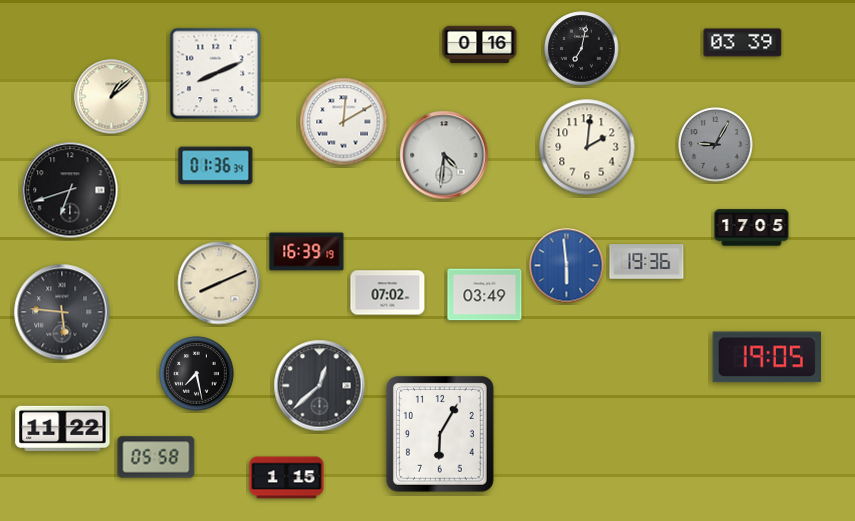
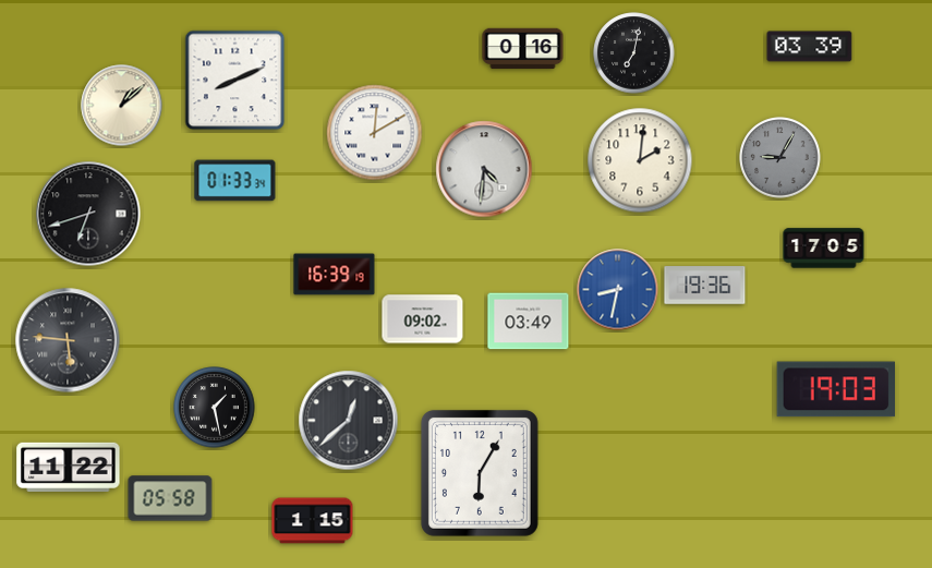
clock at (216, 166): 01:36 -> 01:33
clock at (70, 190) position: (70, 190) -> (88, 214)
clock at (752, 228) position: (752, 228) -> (824, 249)
clock at (567, 266): 5:59 -> 8:32
clock at (219, 283): 8:11 -> none
clock at (388, 293): 07:02 -> 09:02
clock at (766, 357): 19:05 -> 19:03
clock at (197, 374): 7:28 -> 1:28
